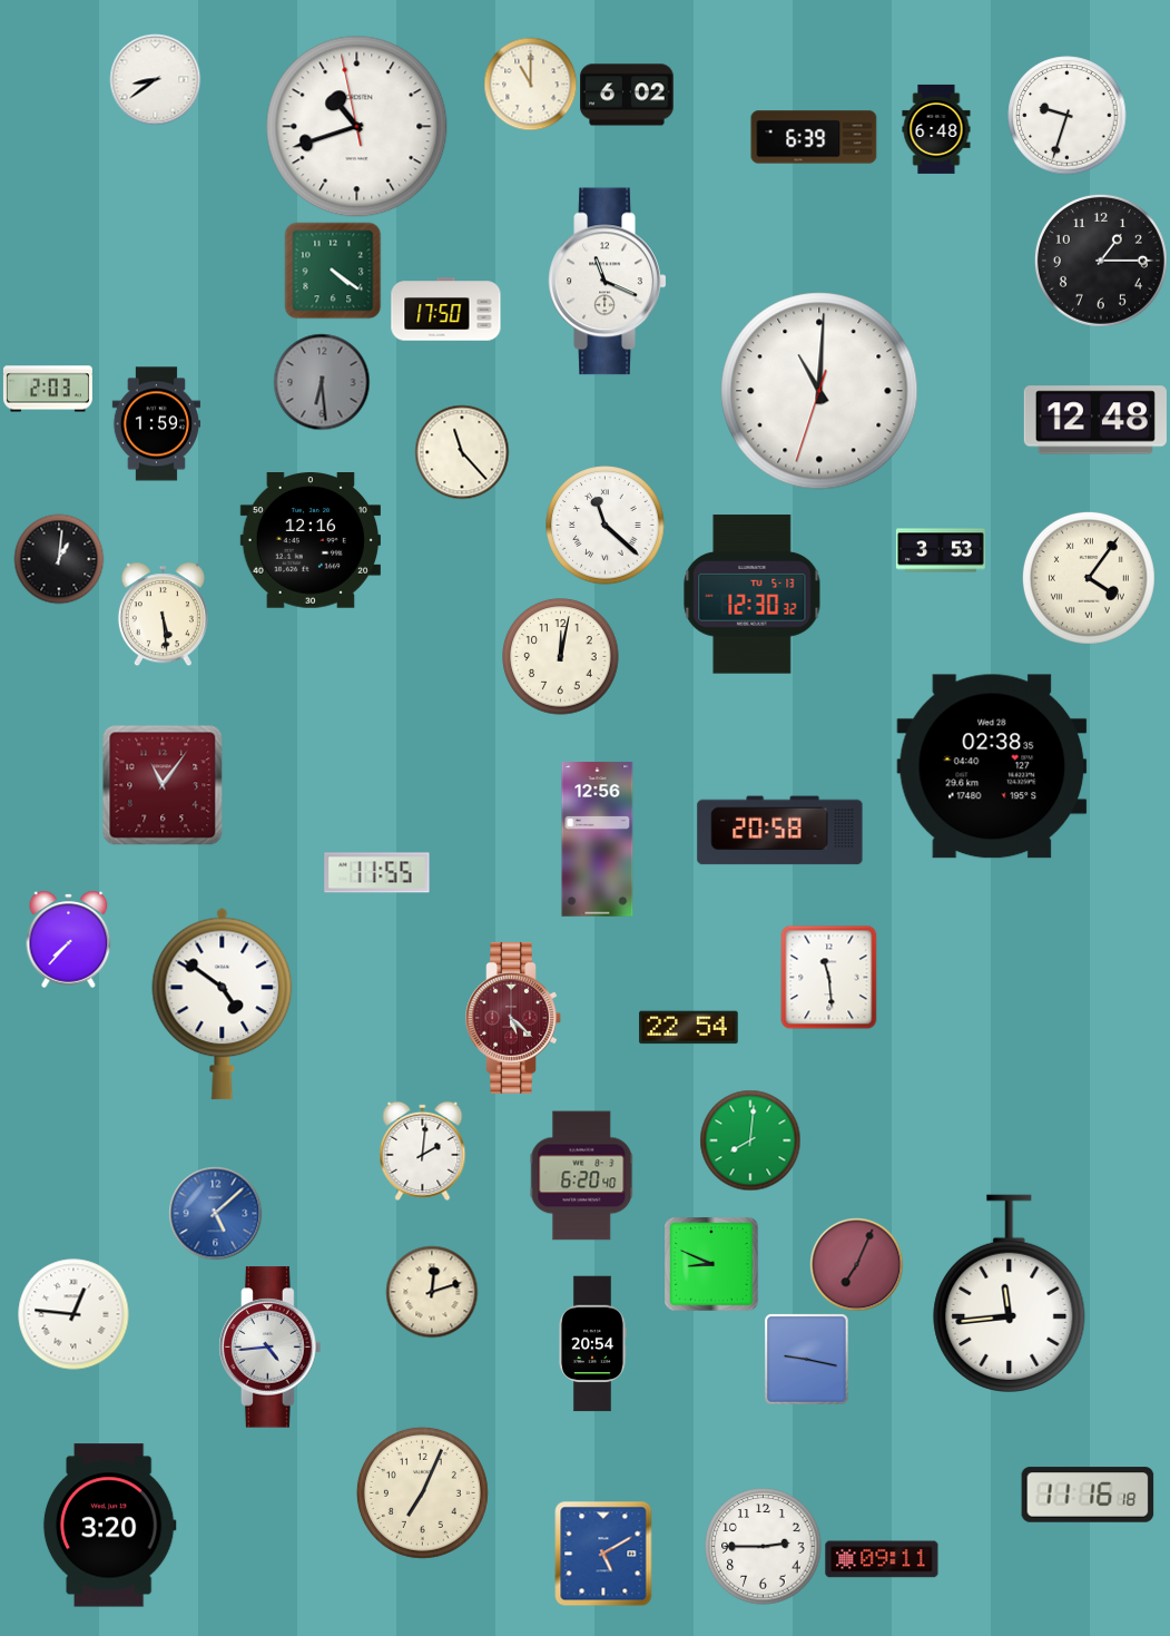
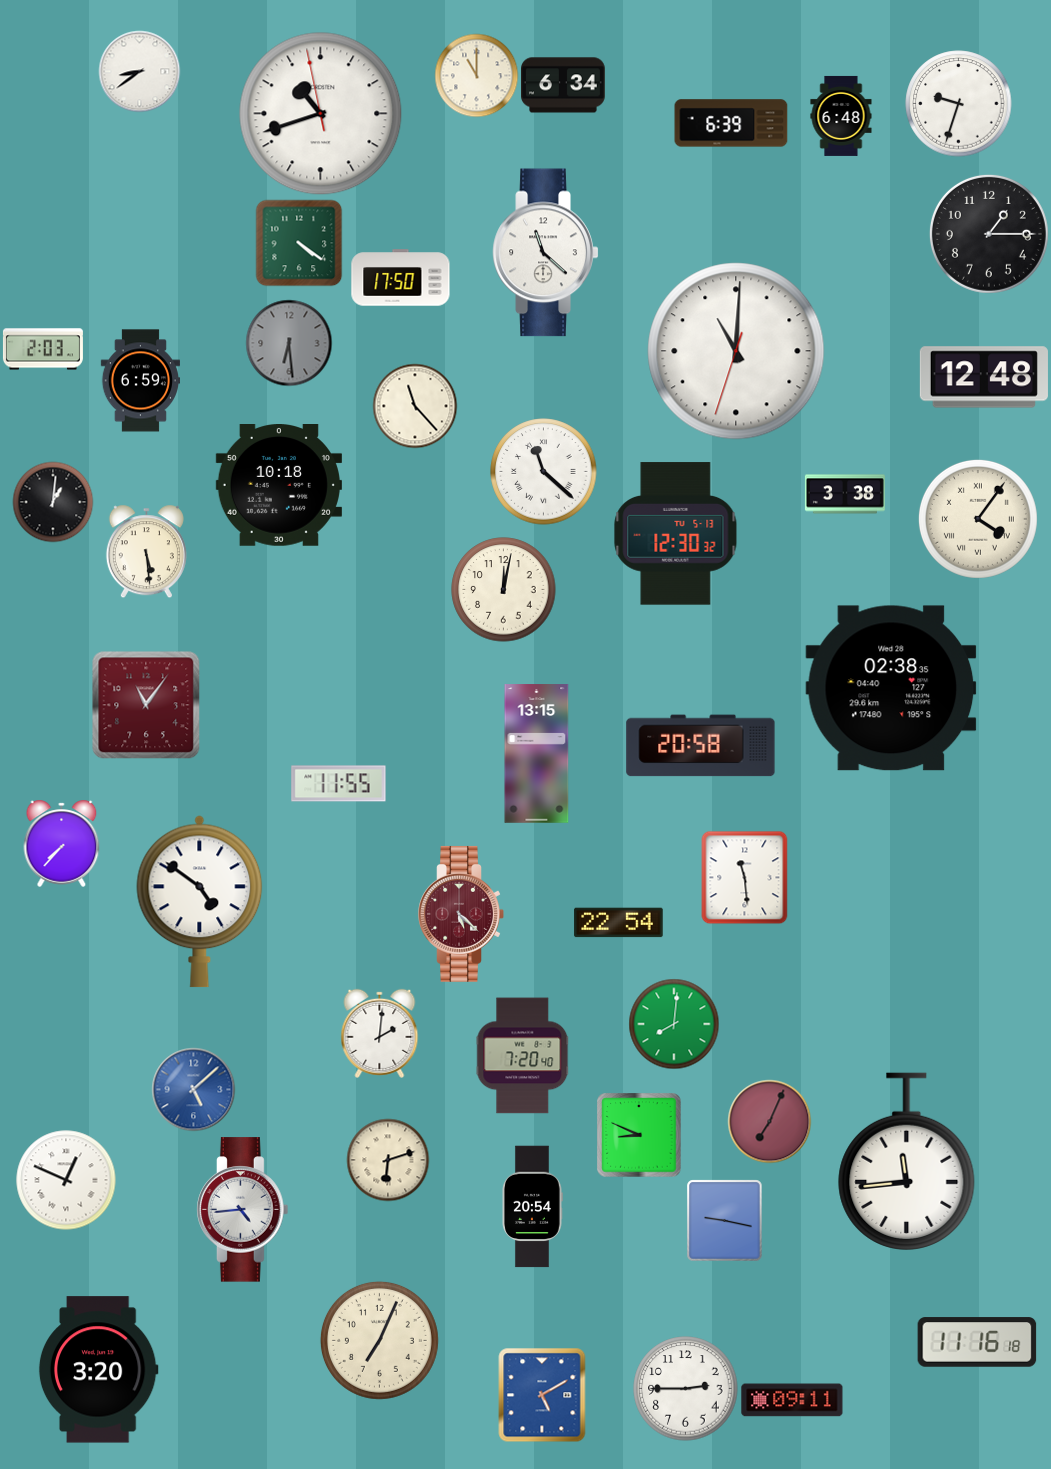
clock at (628, 95): 6:02 -> 6:34
clock at (608, 282): 11:19 -> 11:22
clock at (156, 424): 1:59 -> 6:59
clock at (311, 541): 12:16 -> 10:18
clock at (941, 550): 3:53 -> 3:38
clock at (598, 840): 12:56 -> 13:15
clock at (582, 1176): 6:20 -> 7:20
clock at (856, 1264) position: (856, 1264) -> (769, 1121)
clock at (432, 1292): 12:12 -> 6:12
clock at (73, 1314): 12:46 -> 12:49
